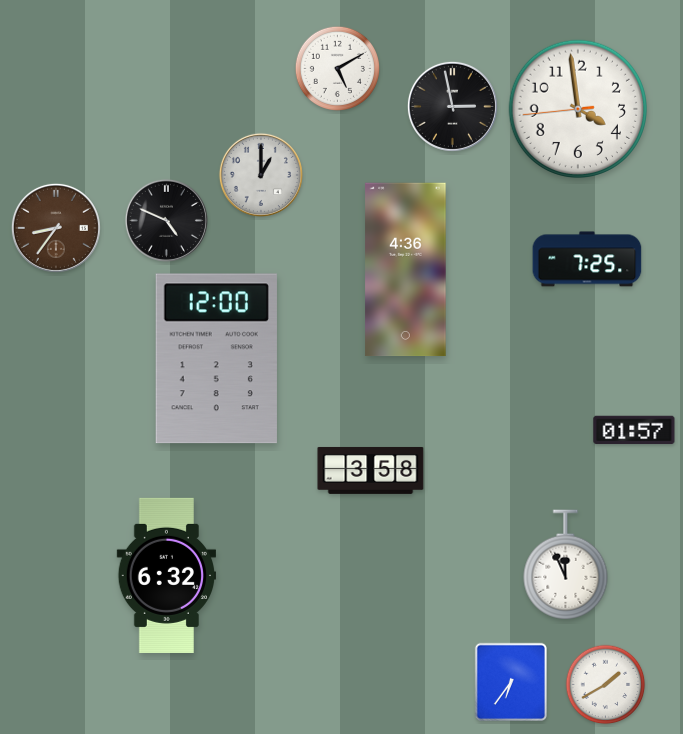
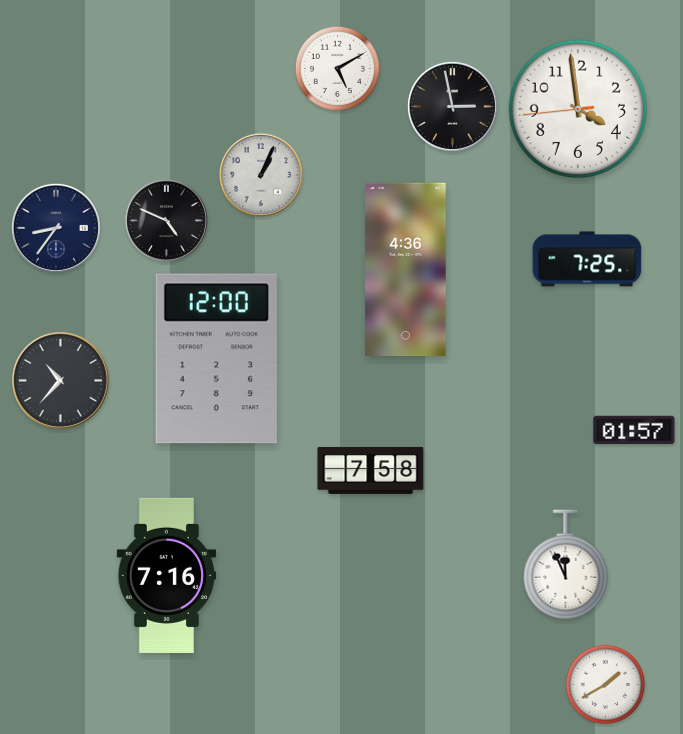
clock at (261, 175): 1:00 -> 1:04
clock at (56, 228) dial: brown -> navy
clock at (60, 380): none -> 10:37
clock at (371, 470): 3:58 -> 7:58
clock at (166, 575): 6:32 -> 7:16
clock at (510, 681): 6:36 -> none
